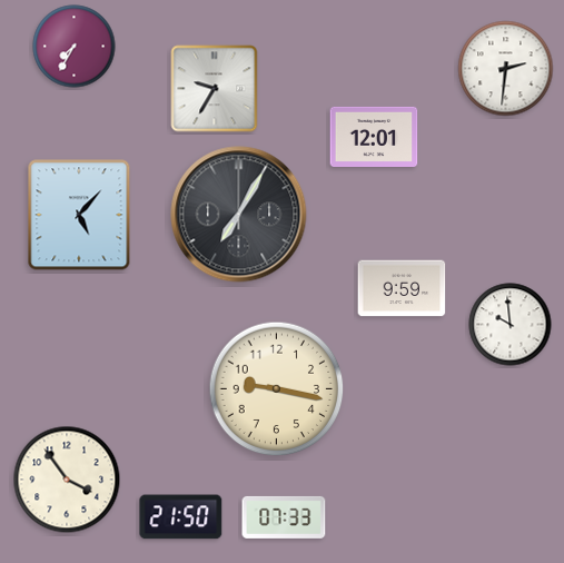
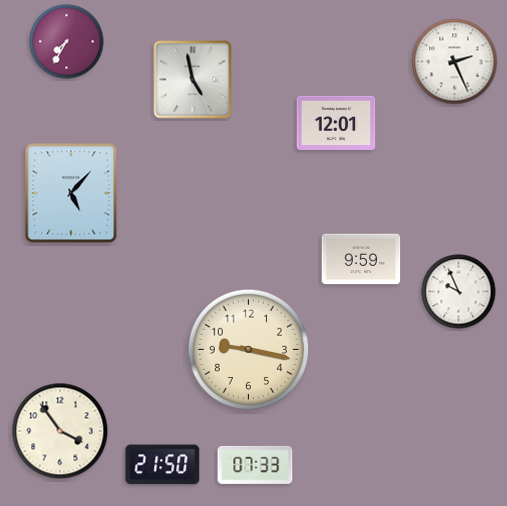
clock at (506, 69): 2:31 -> 2:26
clock at (215, 89): 9:35 -> 4:58
clock at (239, 215): 7:05 -> none
clock at (511, 325): 9:59 -> 9:56
